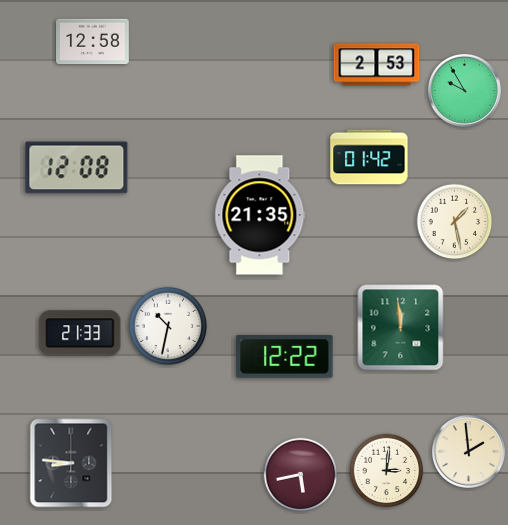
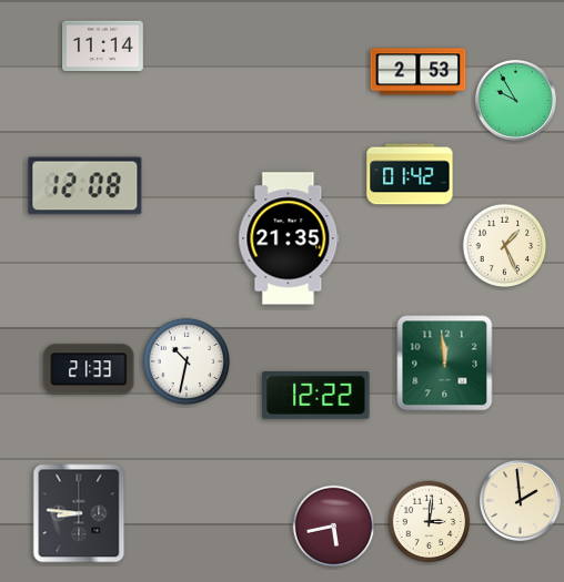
clock at (93, 42): 12:58 -> 11:14
clock at (455, 222): 1:28 -> 1:26
